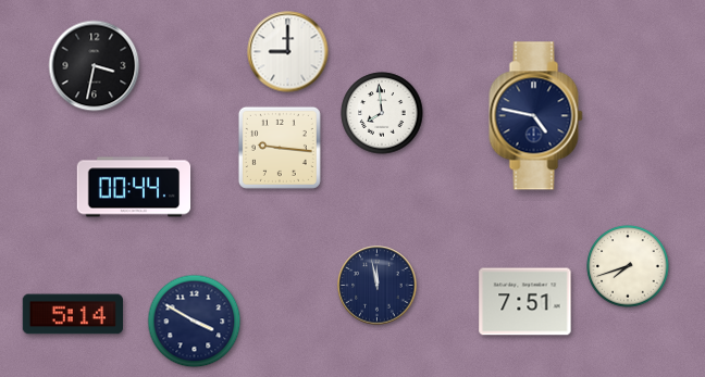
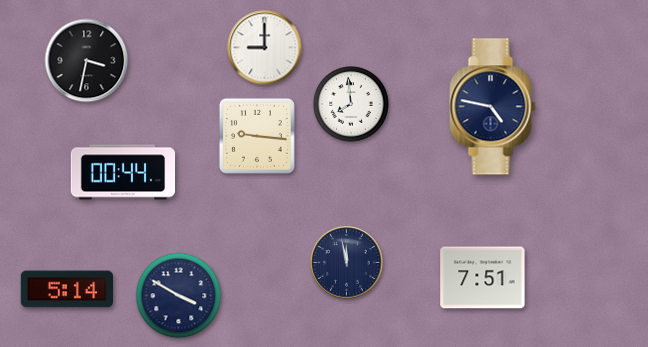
clock at (628, 266): 7:42 -> none
